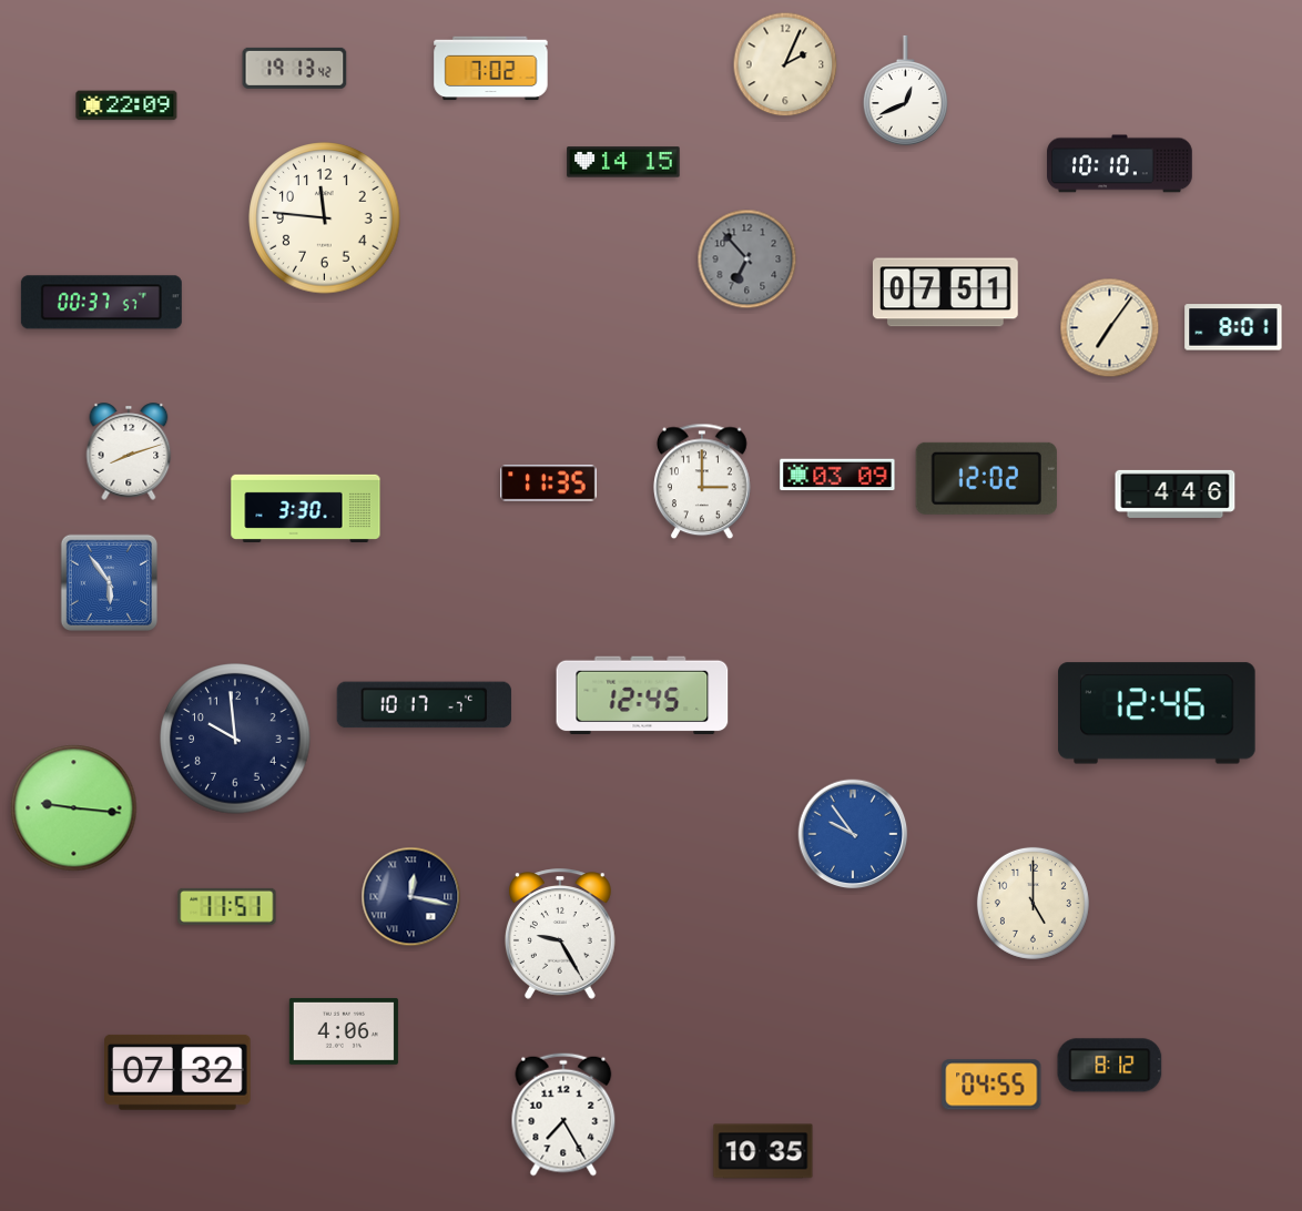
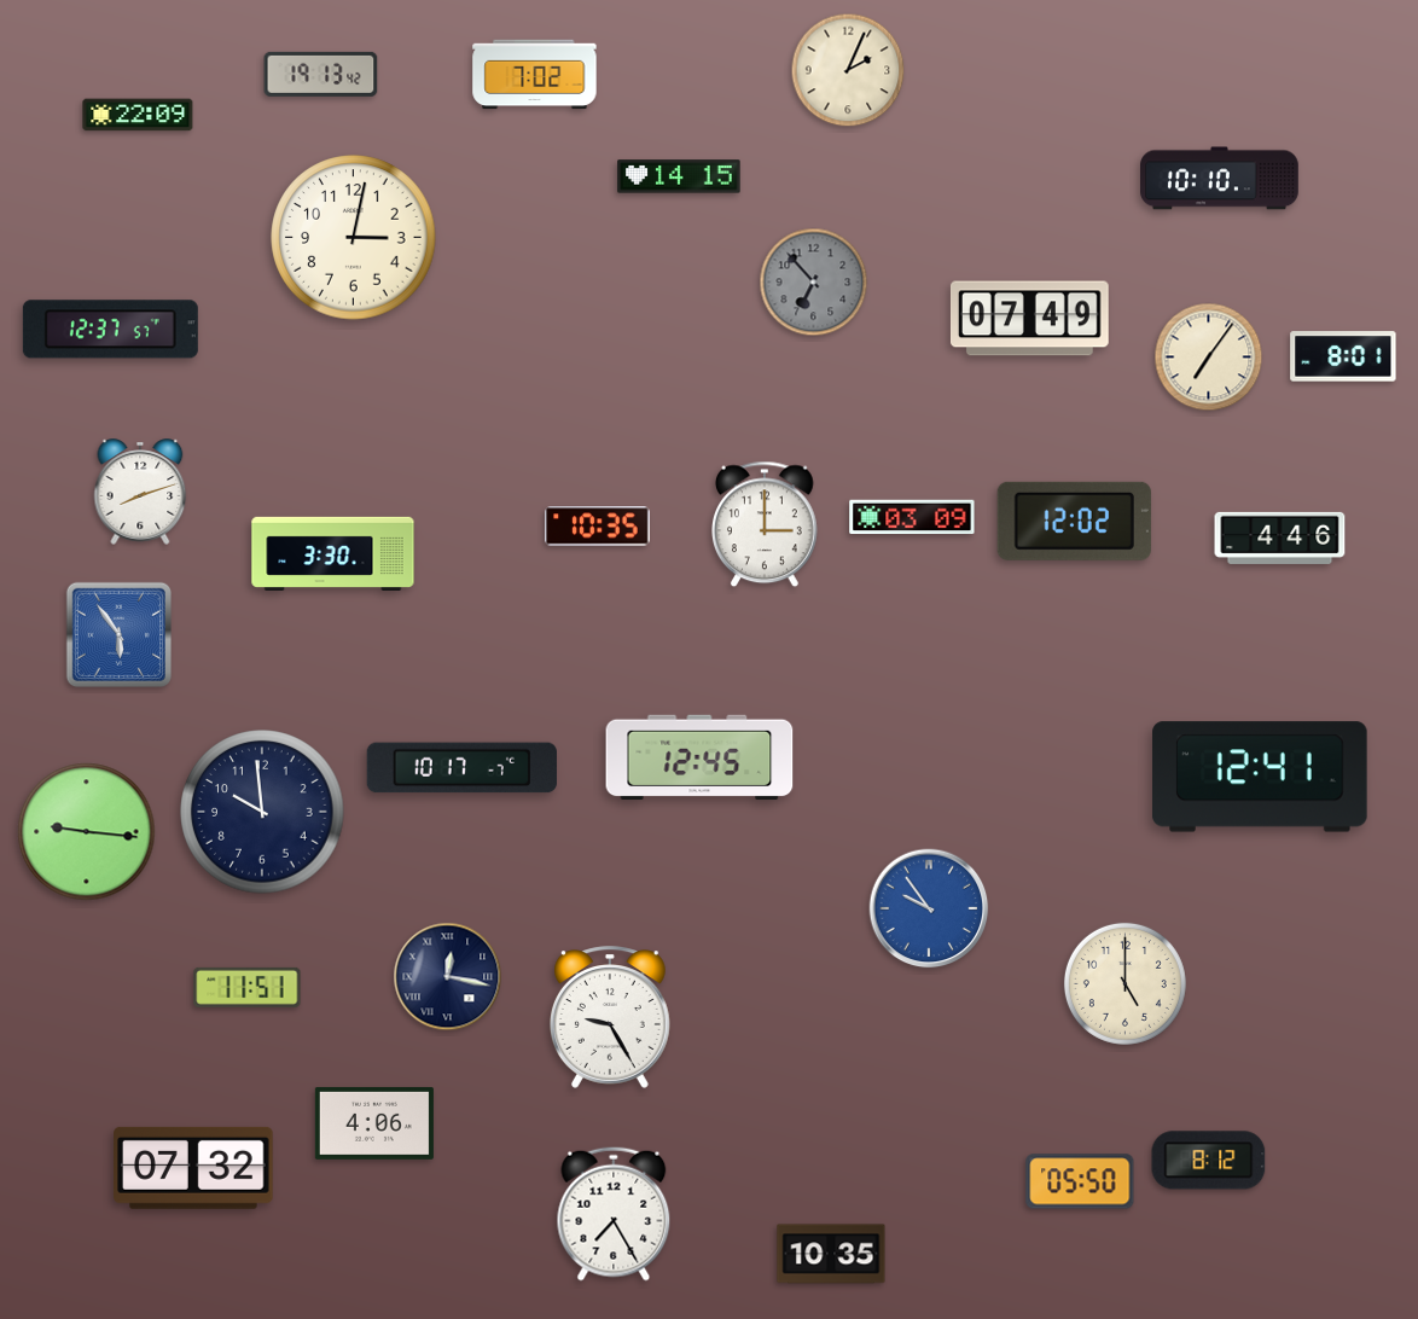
clock at (785, 64) position: (785, 64) -> (848, 70)
clock at (905, 91): 12:41 -> none
clock at (325, 218): 11:46 -> 3:02
clock at (946, 293): 07:51 -> 07:49
clock at (101, 303): 00:37 -> 12:37
clock at (549, 484): 11:35 -> 10:35
clock at (1157, 713): 12:46 -> 12:41
clock at (235, 739) position: (235, 739) -> (262, 812)
clock at (74, 808) position: (74, 808) -> (87, 832)
clock at (991, 1085): 04:55 -> 05:50
